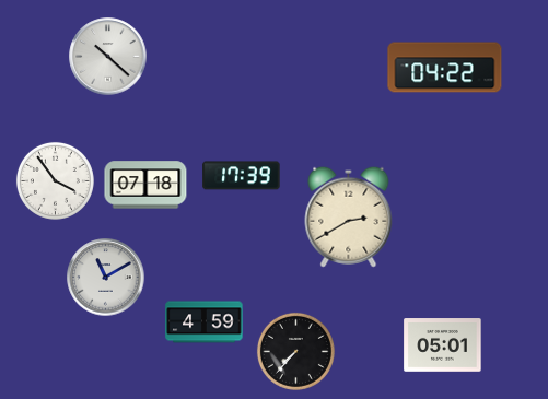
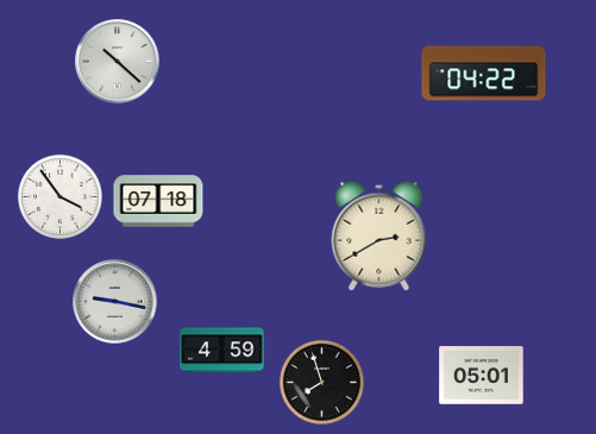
clock at (242, 176): 17:39 -> none
clock at (106, 278): 11:10 -> 9:17
clock at (295, 351): 7:37 -> 7:57
